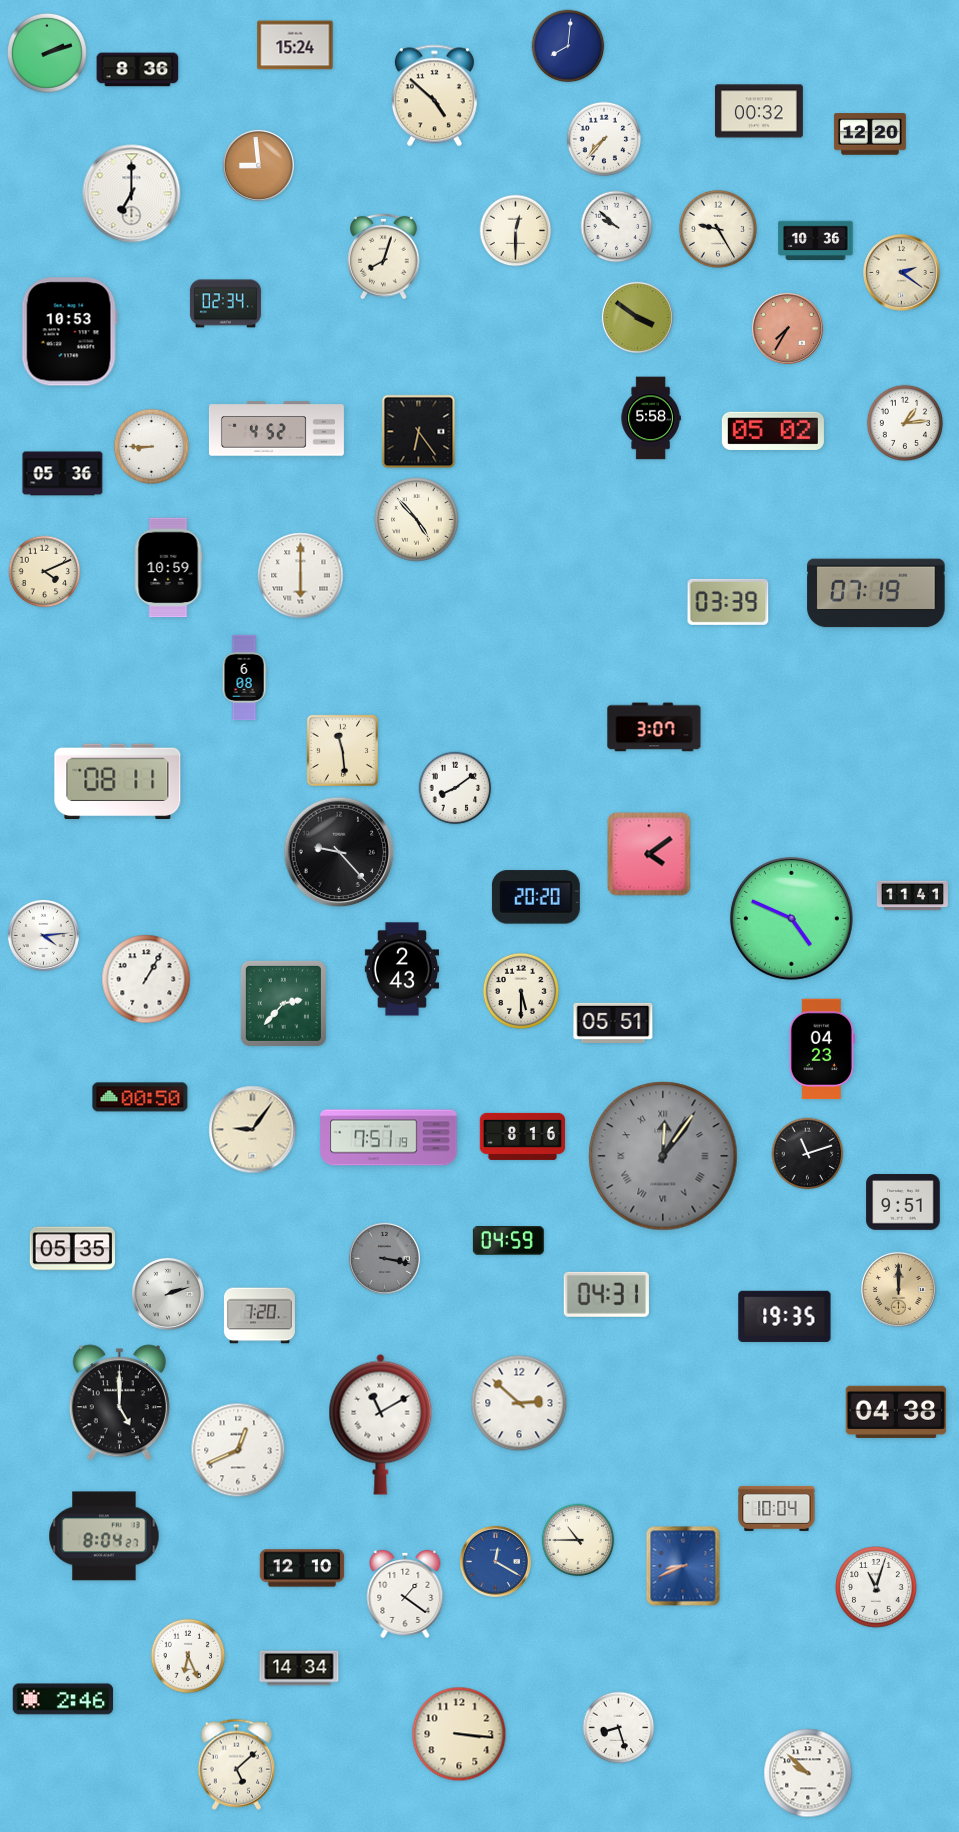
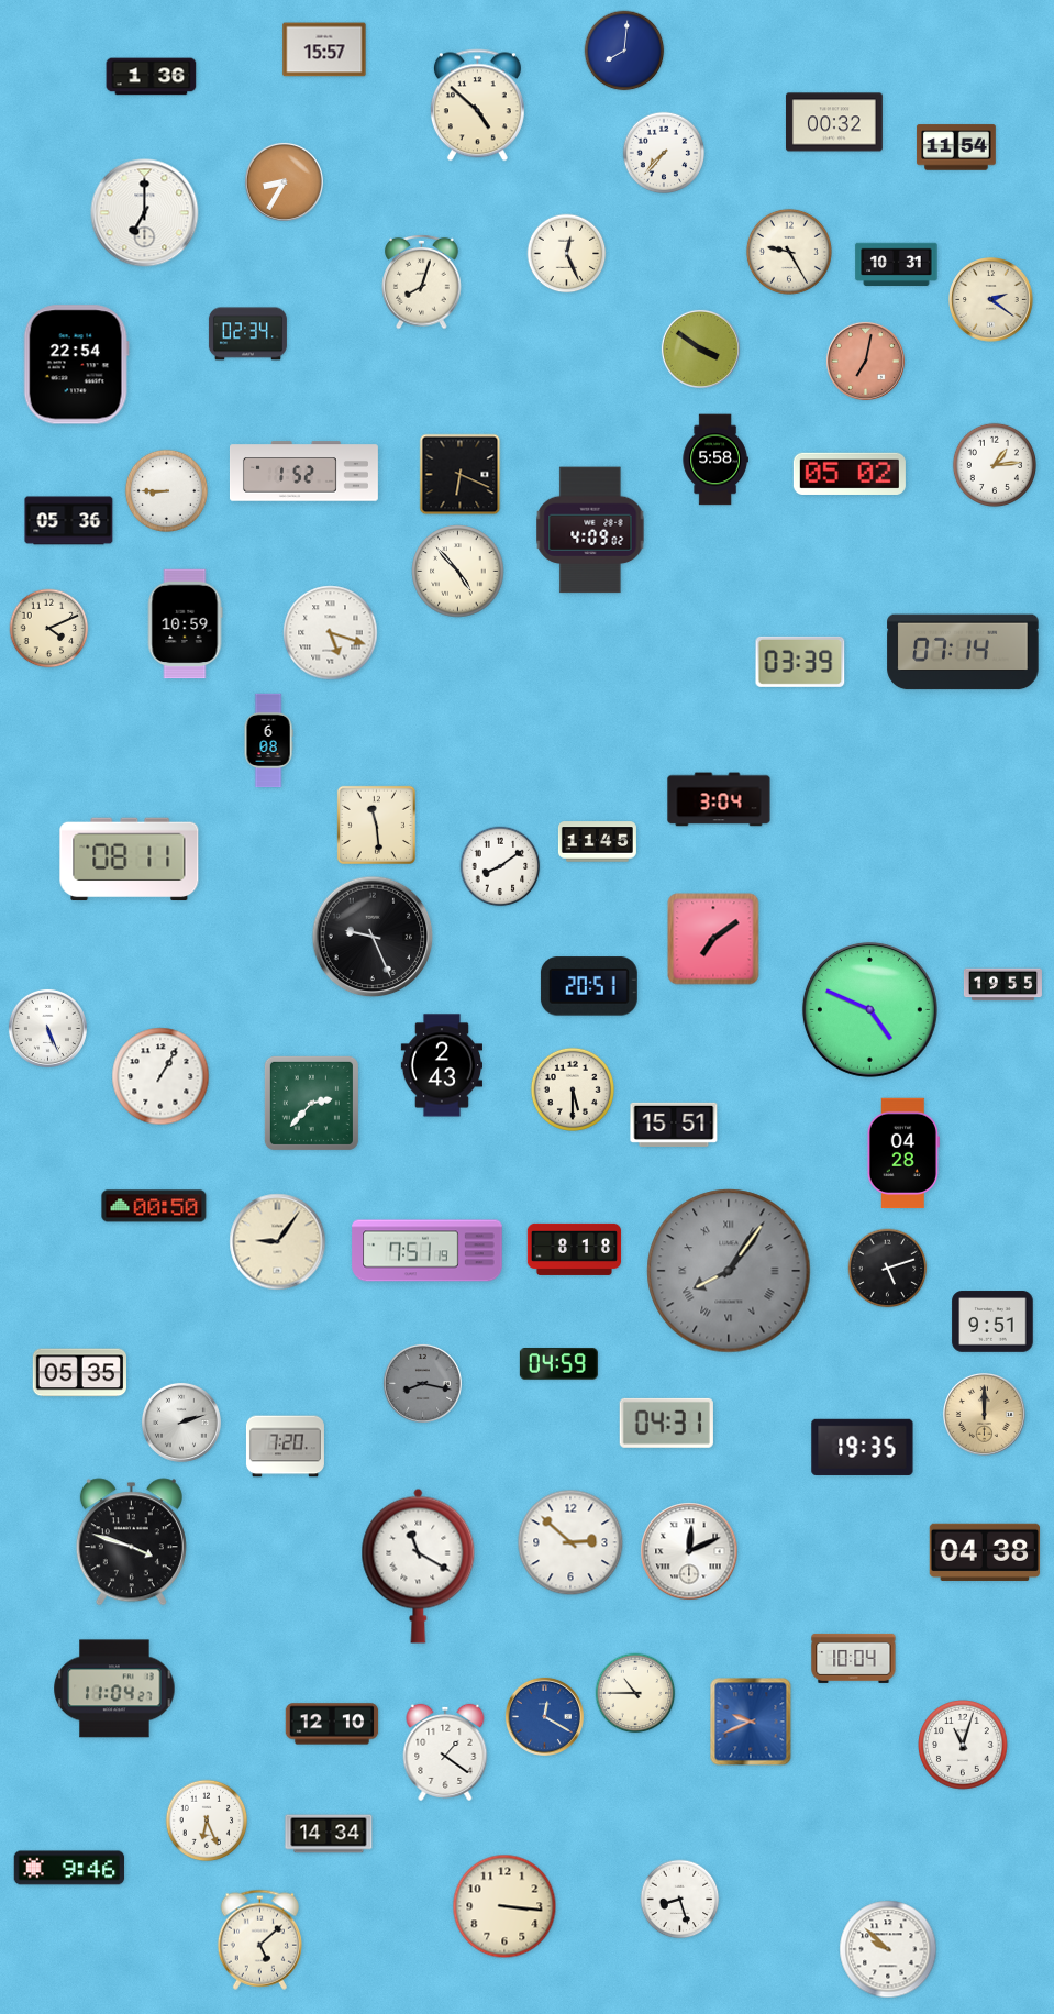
clock at (295, 45): 15:24 -> 15:57
clock at (47, 53): 2:12 -> none
clock at (138, 70): 8:36 -> 1:36
clock at (870, 134): 12:20 -> 11:54
clock at (258, 165): 8:59 -> 8:35
clock at (617, 227): 9:52 -> none
clock at (516, 231): 12:30 -> 12:26
clock at (816, 240): 10:36 -> 10:31
clock at (787, 328): 7:35 -> 7:02
clock at (69, 332): 10:53 -> 22:54
clock at (276, 429): 4:52 -> 1:52
clock at (419, 432): 6:24 -> 6:19
clock at (590, 530): none -> 4:09
clock at (301, 576): 6:00 -> 5:18
clock at (876, 593): 07:19 -> 07:14
clock at (244, 678) position: (244, 678) -> (268, 741)
clock at (654, 727): 3:07 -> 3:04
clock at (597, 842): none -> 11:45
clock at (339, 852): 9:23 -> 9:26
clock at (649, 854): 4:09 -> 7:09
clock at (912, 896): 11:41 -> 19:55
clock at (536, 897): 20:20 -> 20:51
clock at (43, 935): 4:14 -> 5:26
clock at (613, 1023): 05:51 -> 15:51
clock at (822, 1049): 04:23 -> 04:28
clock at (523, 1136): 8:16 -> 8:18
clock at (808, 1154): 11:12 -> 5:12
clock at (663, 1156): 12:06 -> 8:06
clock at (384, 1258): 3:17 -> 8:17
clock at (899, 1290) position: (899, 1290) -> (985, 1415)
clock at (168, 1294) position: (168, 1294) -> (181, 1423)
clock at (119, 1403): 5:00 -> 3:48
clock at (689, 1551): none -> 12:11
clock at (381, 1424): 11:10 -> 11:20
clock at (238, 1450): 12:41 -> none
clock at (104, 1536): 8:04 -> 11:04
clock at (683, 1566): 8:41 -> 9:41
clock at (63, 1699): 2:46 -> 9:46
